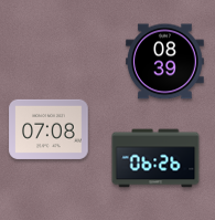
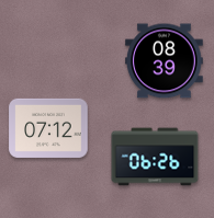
clock at (49, 129): 07:08 -> 07:12
